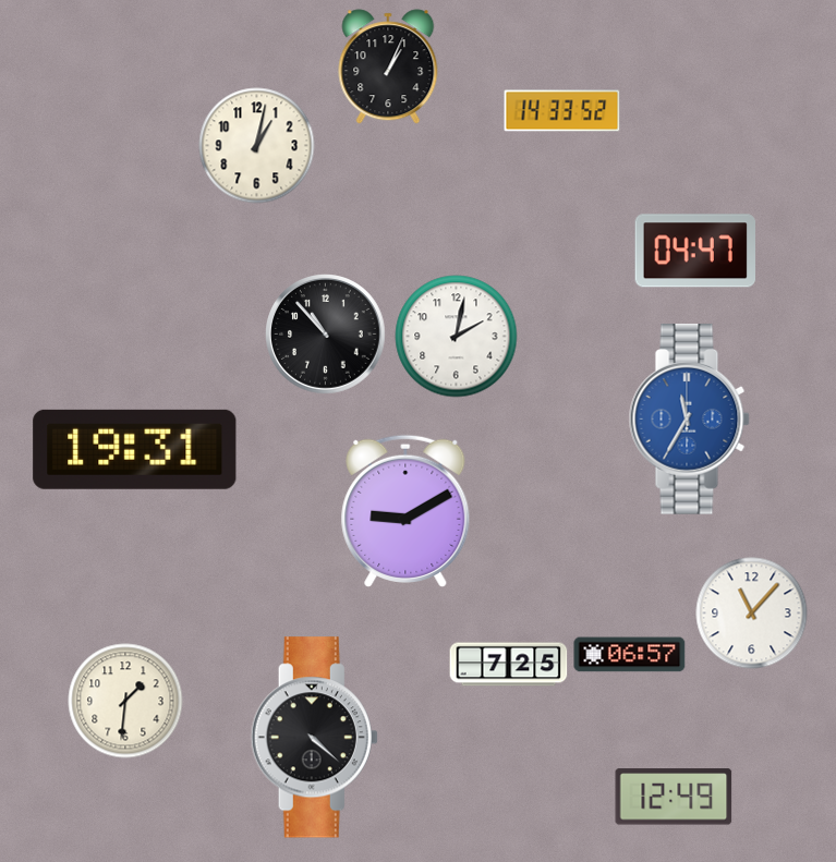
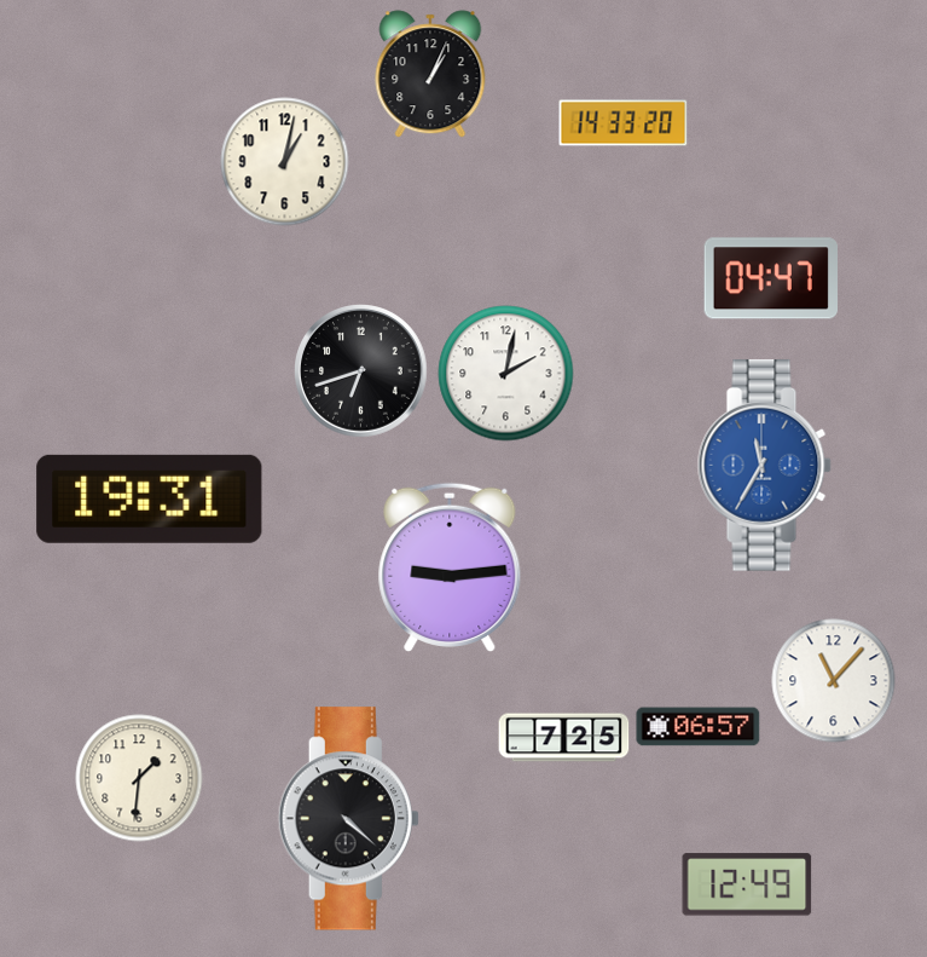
clock at (562, 111): 14:33:52 -> 14:33:20
clock at (326, 335): 10:53 -> 6:42
clock at (405, 510): 9:10 -> 9:14
